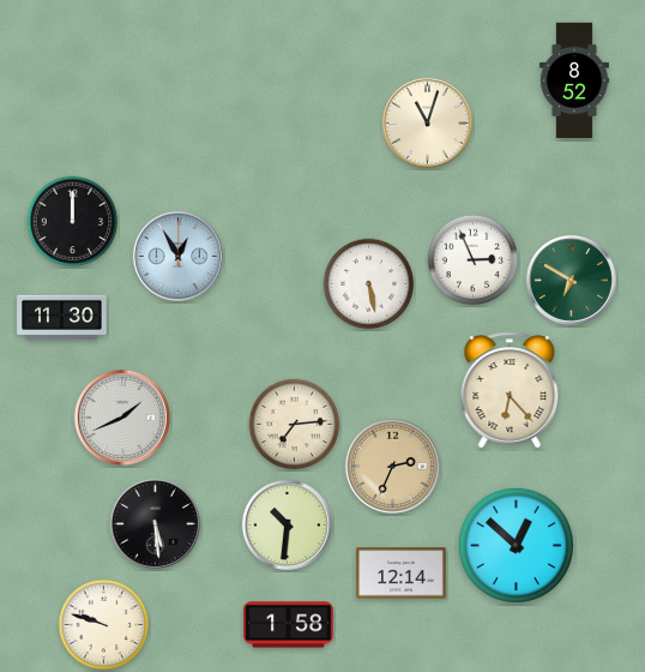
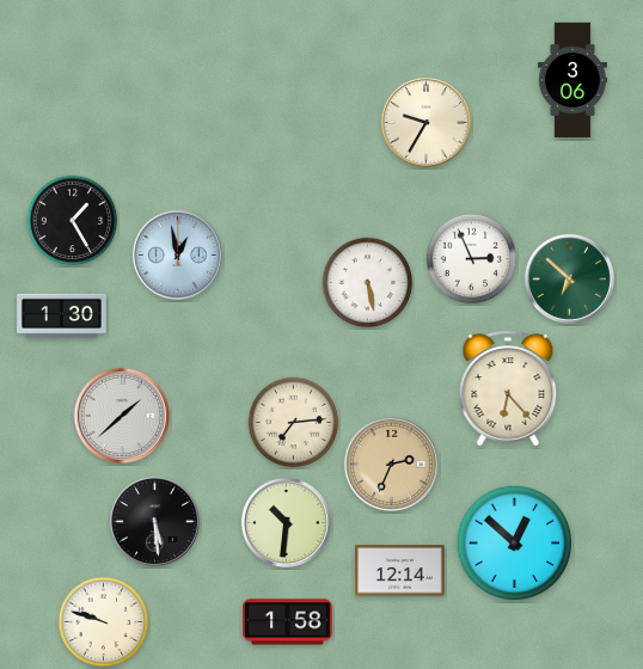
clock at (574, 80): 8:52 -> 3:06
clock at (427, 122): 11:03 -> 9:35
clock at (73, 222): 12:00 -> 1:25
clock at (177, 256): 12:55 -> 12:58
clock at (571, 280): 6:50 -> 6:52
clock at (62, 318): 11:30 -> 1:30
clock at (122, 418): 1:41 -> 1:38
